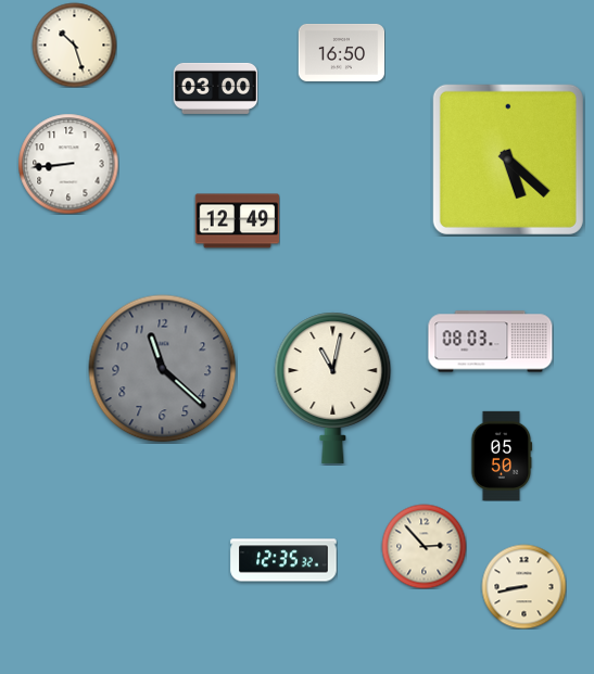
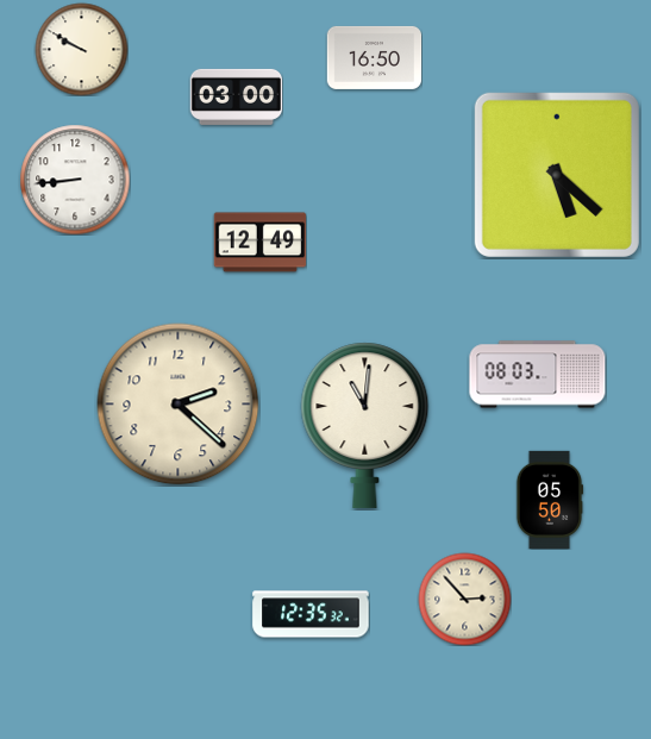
clock at (74, 44): 10:27 -> 9:50
clock at (163, 369): 11:22 -> 2:22
clock at (163, 369) dial: grey -> cream
clock at (333, 387): 11:02 -> 11:01
clock at (523, 586): 8:43 -> none
